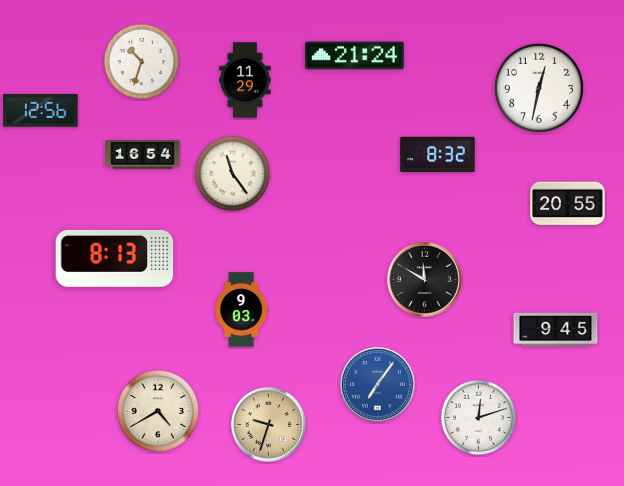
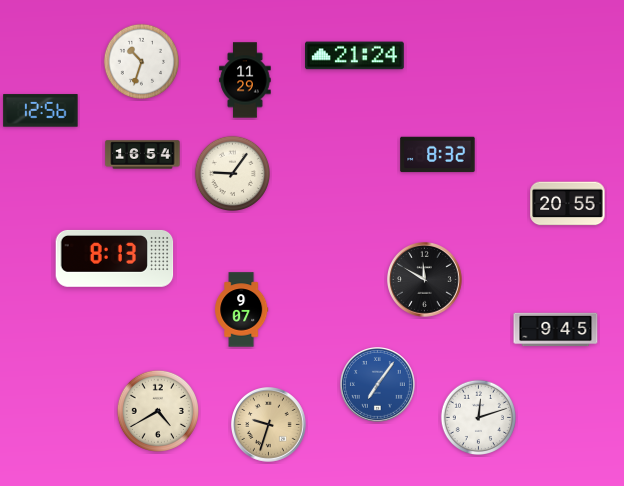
clock at (539, 88): 12:32 -> none
clock at (232, 173): 11:24 -> 9:06
clock at (242, 310): 9:03 -> 9:07
